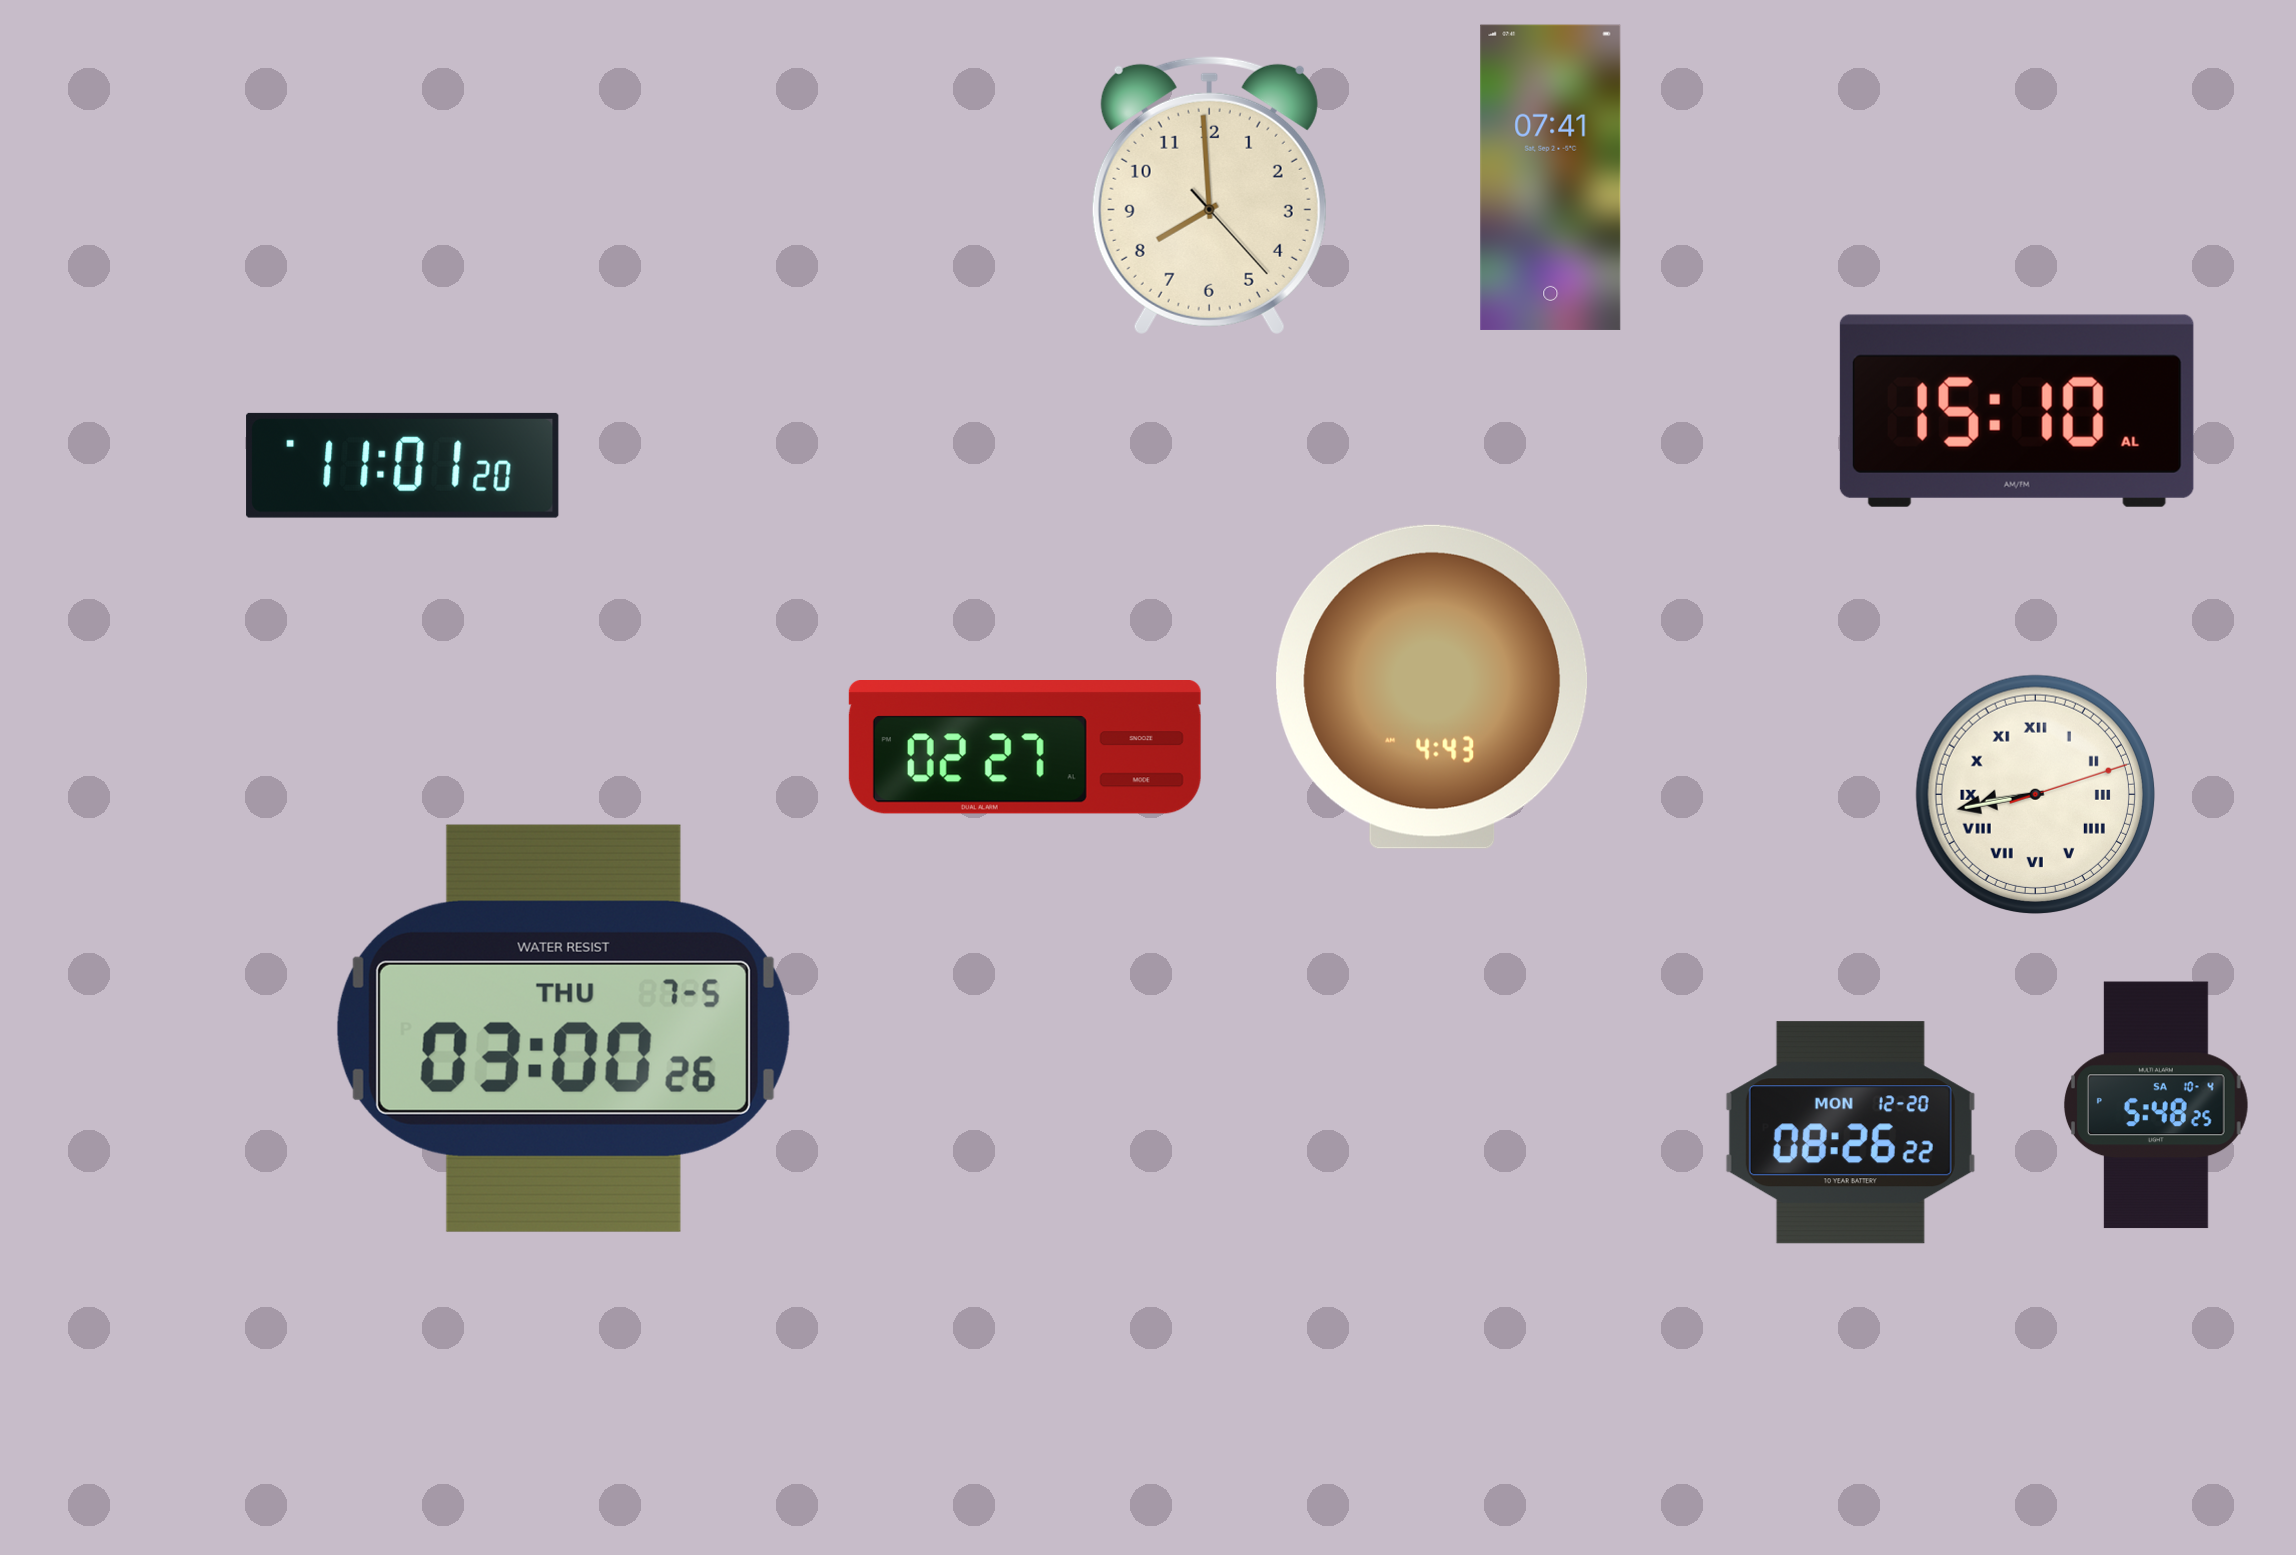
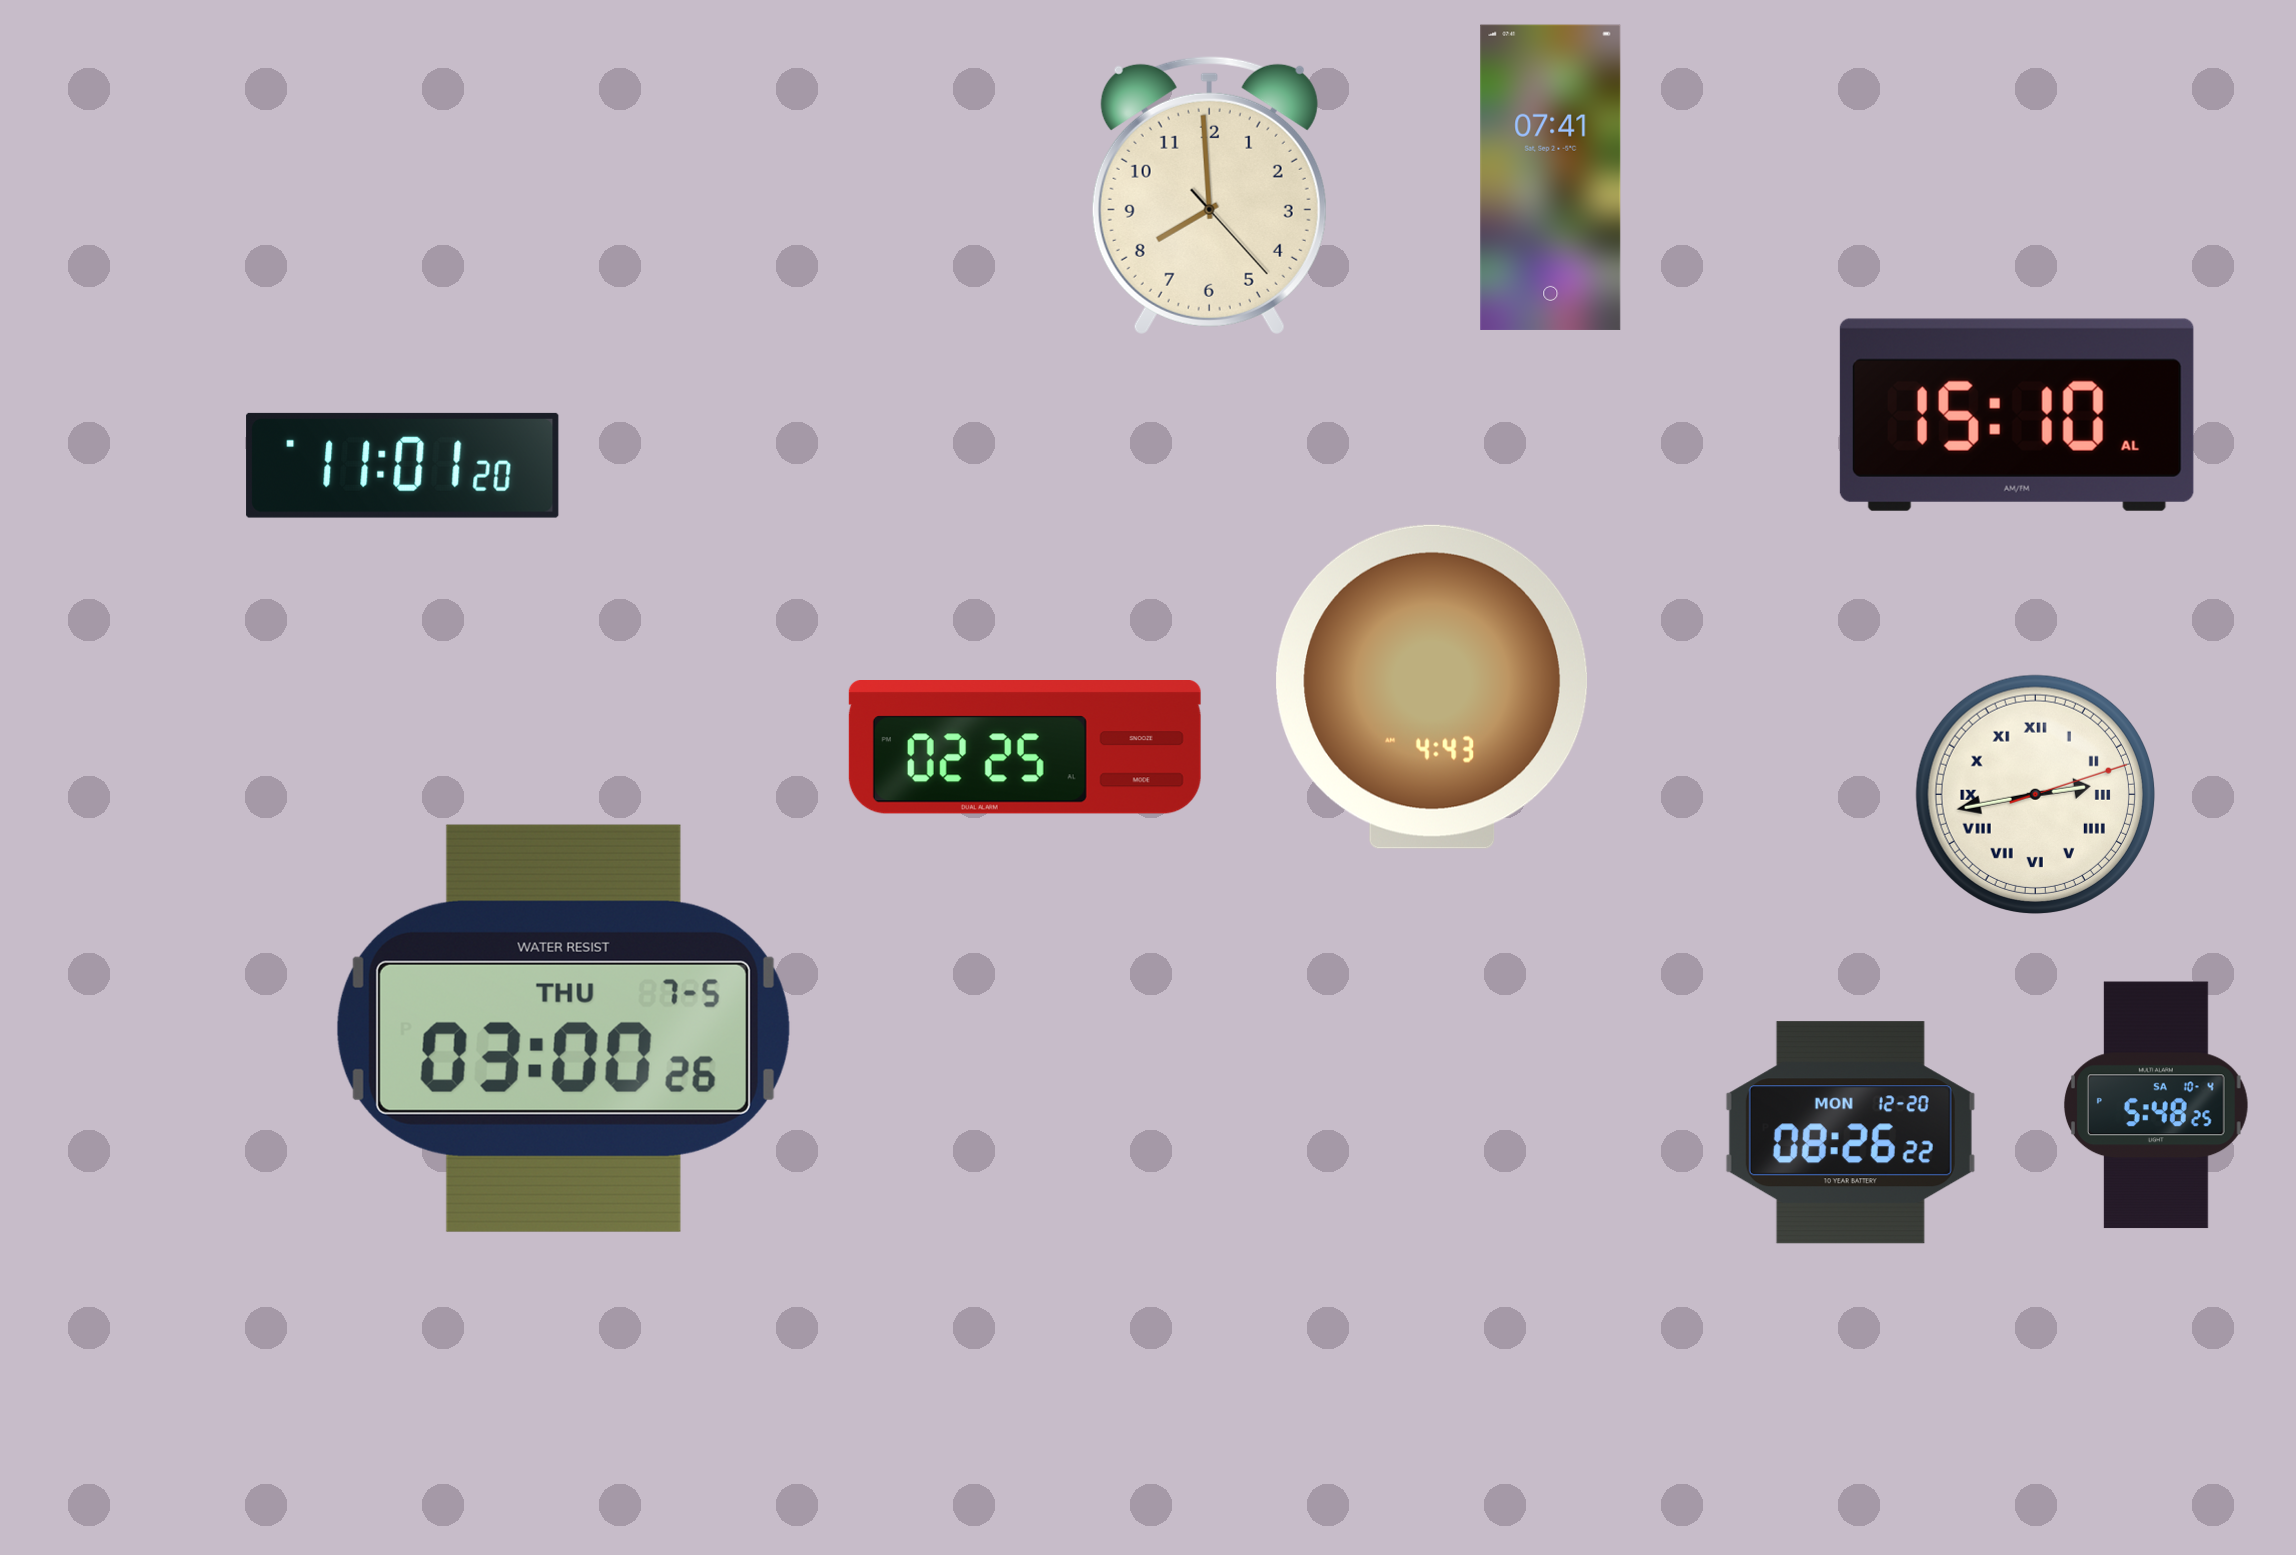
clock at (2017, 411) position: (2017, 411) -> (2017, 415)
clock at (1025, 747): 02:27 -> 02:25
clock at (2035, 794): 8:43 -> 2:43
